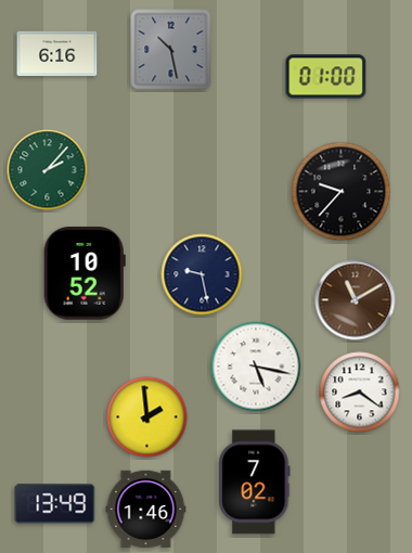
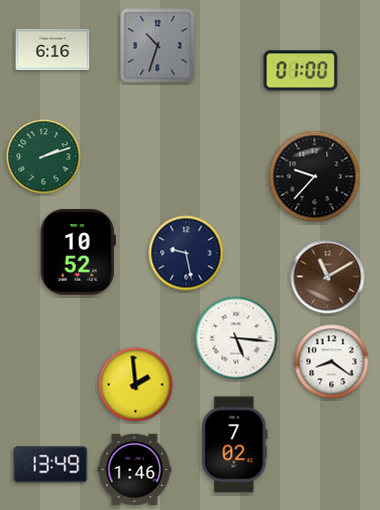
clock at (171, 50): 10:28 -> 10:33
clock at (48, 170): 2:07 -> 2:12
clock at (256, 366): 5:17 -> 5:16
